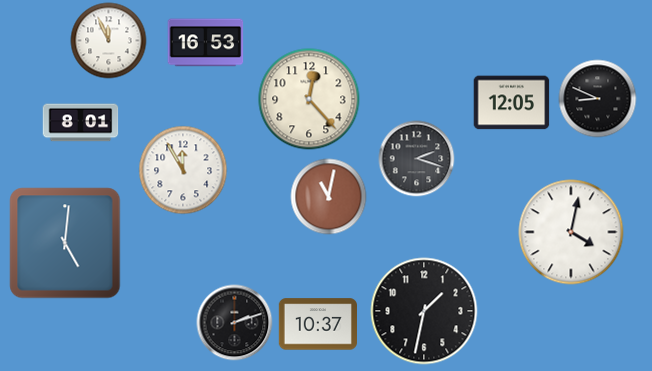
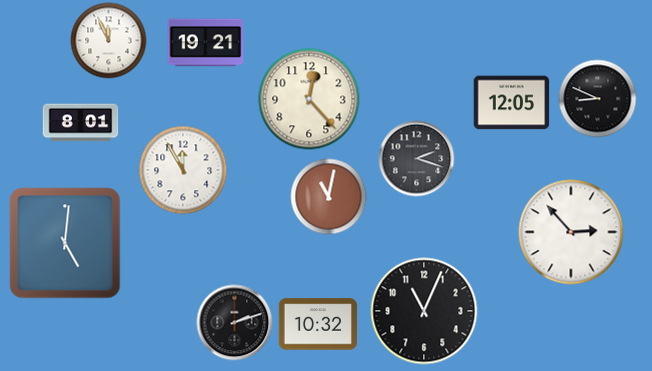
clock at (206, 43): 16:53 -> 19:21
clock at (571, 232): 4:02 -> 2:53
clock at (424, 311): 1:32 -> 11:04
clock at (317, 324): 10:37 -> 10:32
